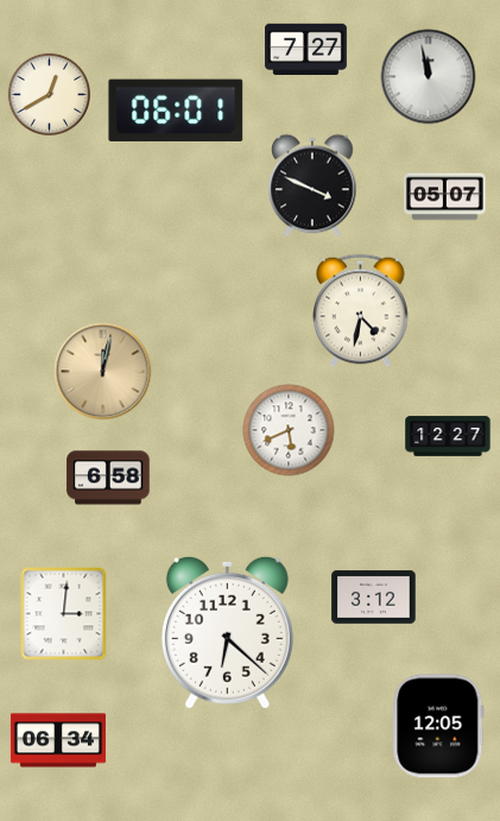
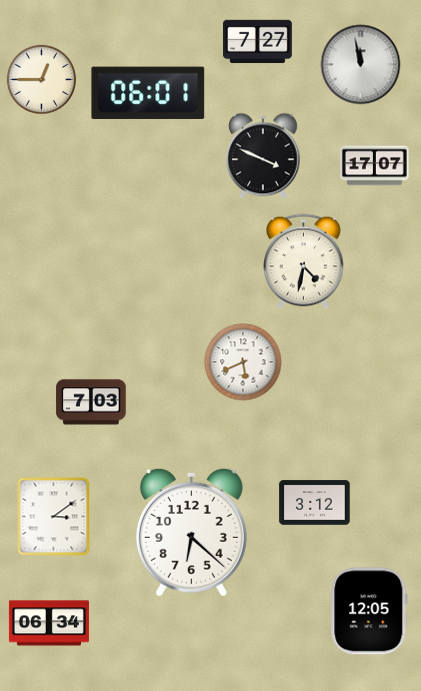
clock at (49, 94): 12:40 -> 12:45
clock at (444, 197): 05:07 -> 17:07
clock at (103, 372): 12:02 -> none
clock at (448, 436): 12:27 -> none
clock at (108, 478): 6:58 -> 7:03
clock at (64, 614): 3:01 -> 3:09
